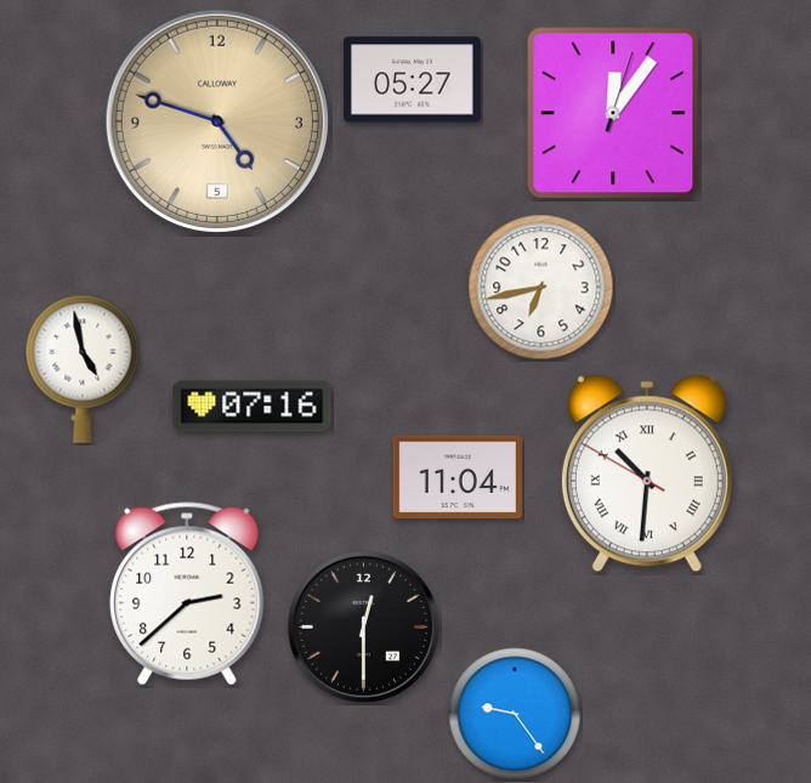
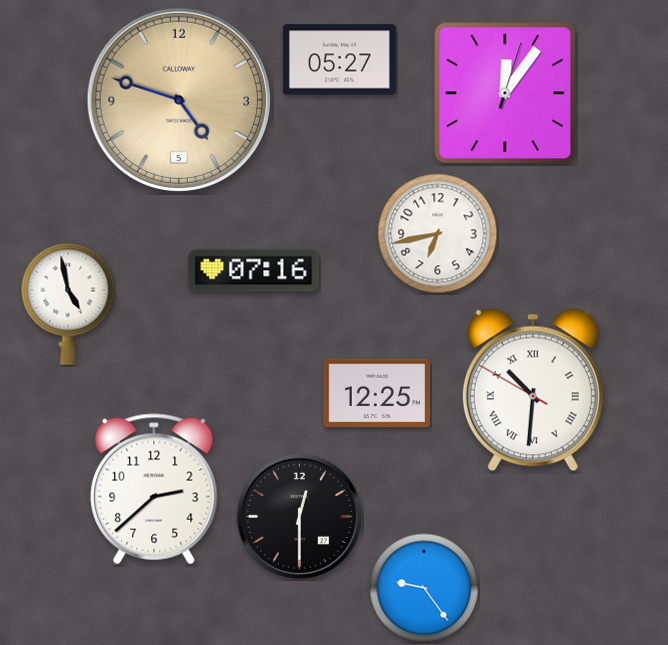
clock at (412, 80) position: (412, 80) -> (339, 60)
clock at (541, 288) position: (541, 288) -> (438, 234)
clock at (253, 407) position: (253, 407) -> (254, 271)
clock at (456, 477): 11:04 -> 12:25
